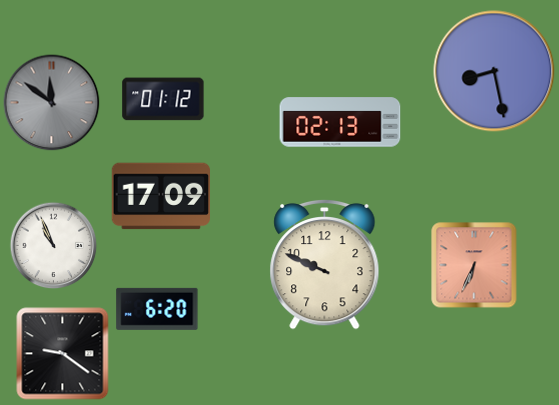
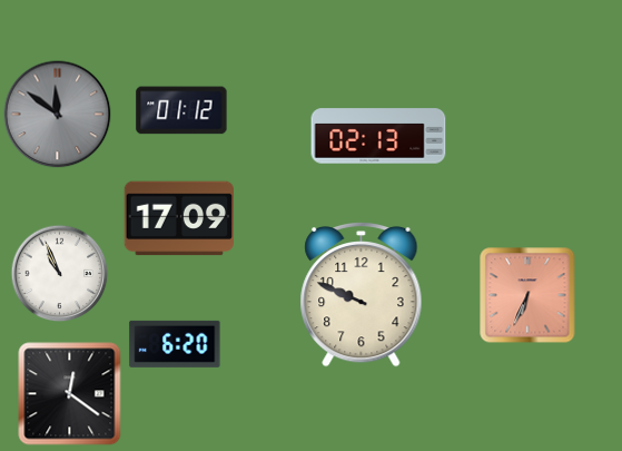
clock at (494, 71): 8:28 -> none
clock at (63, 354): 9:21 -> 12:21
